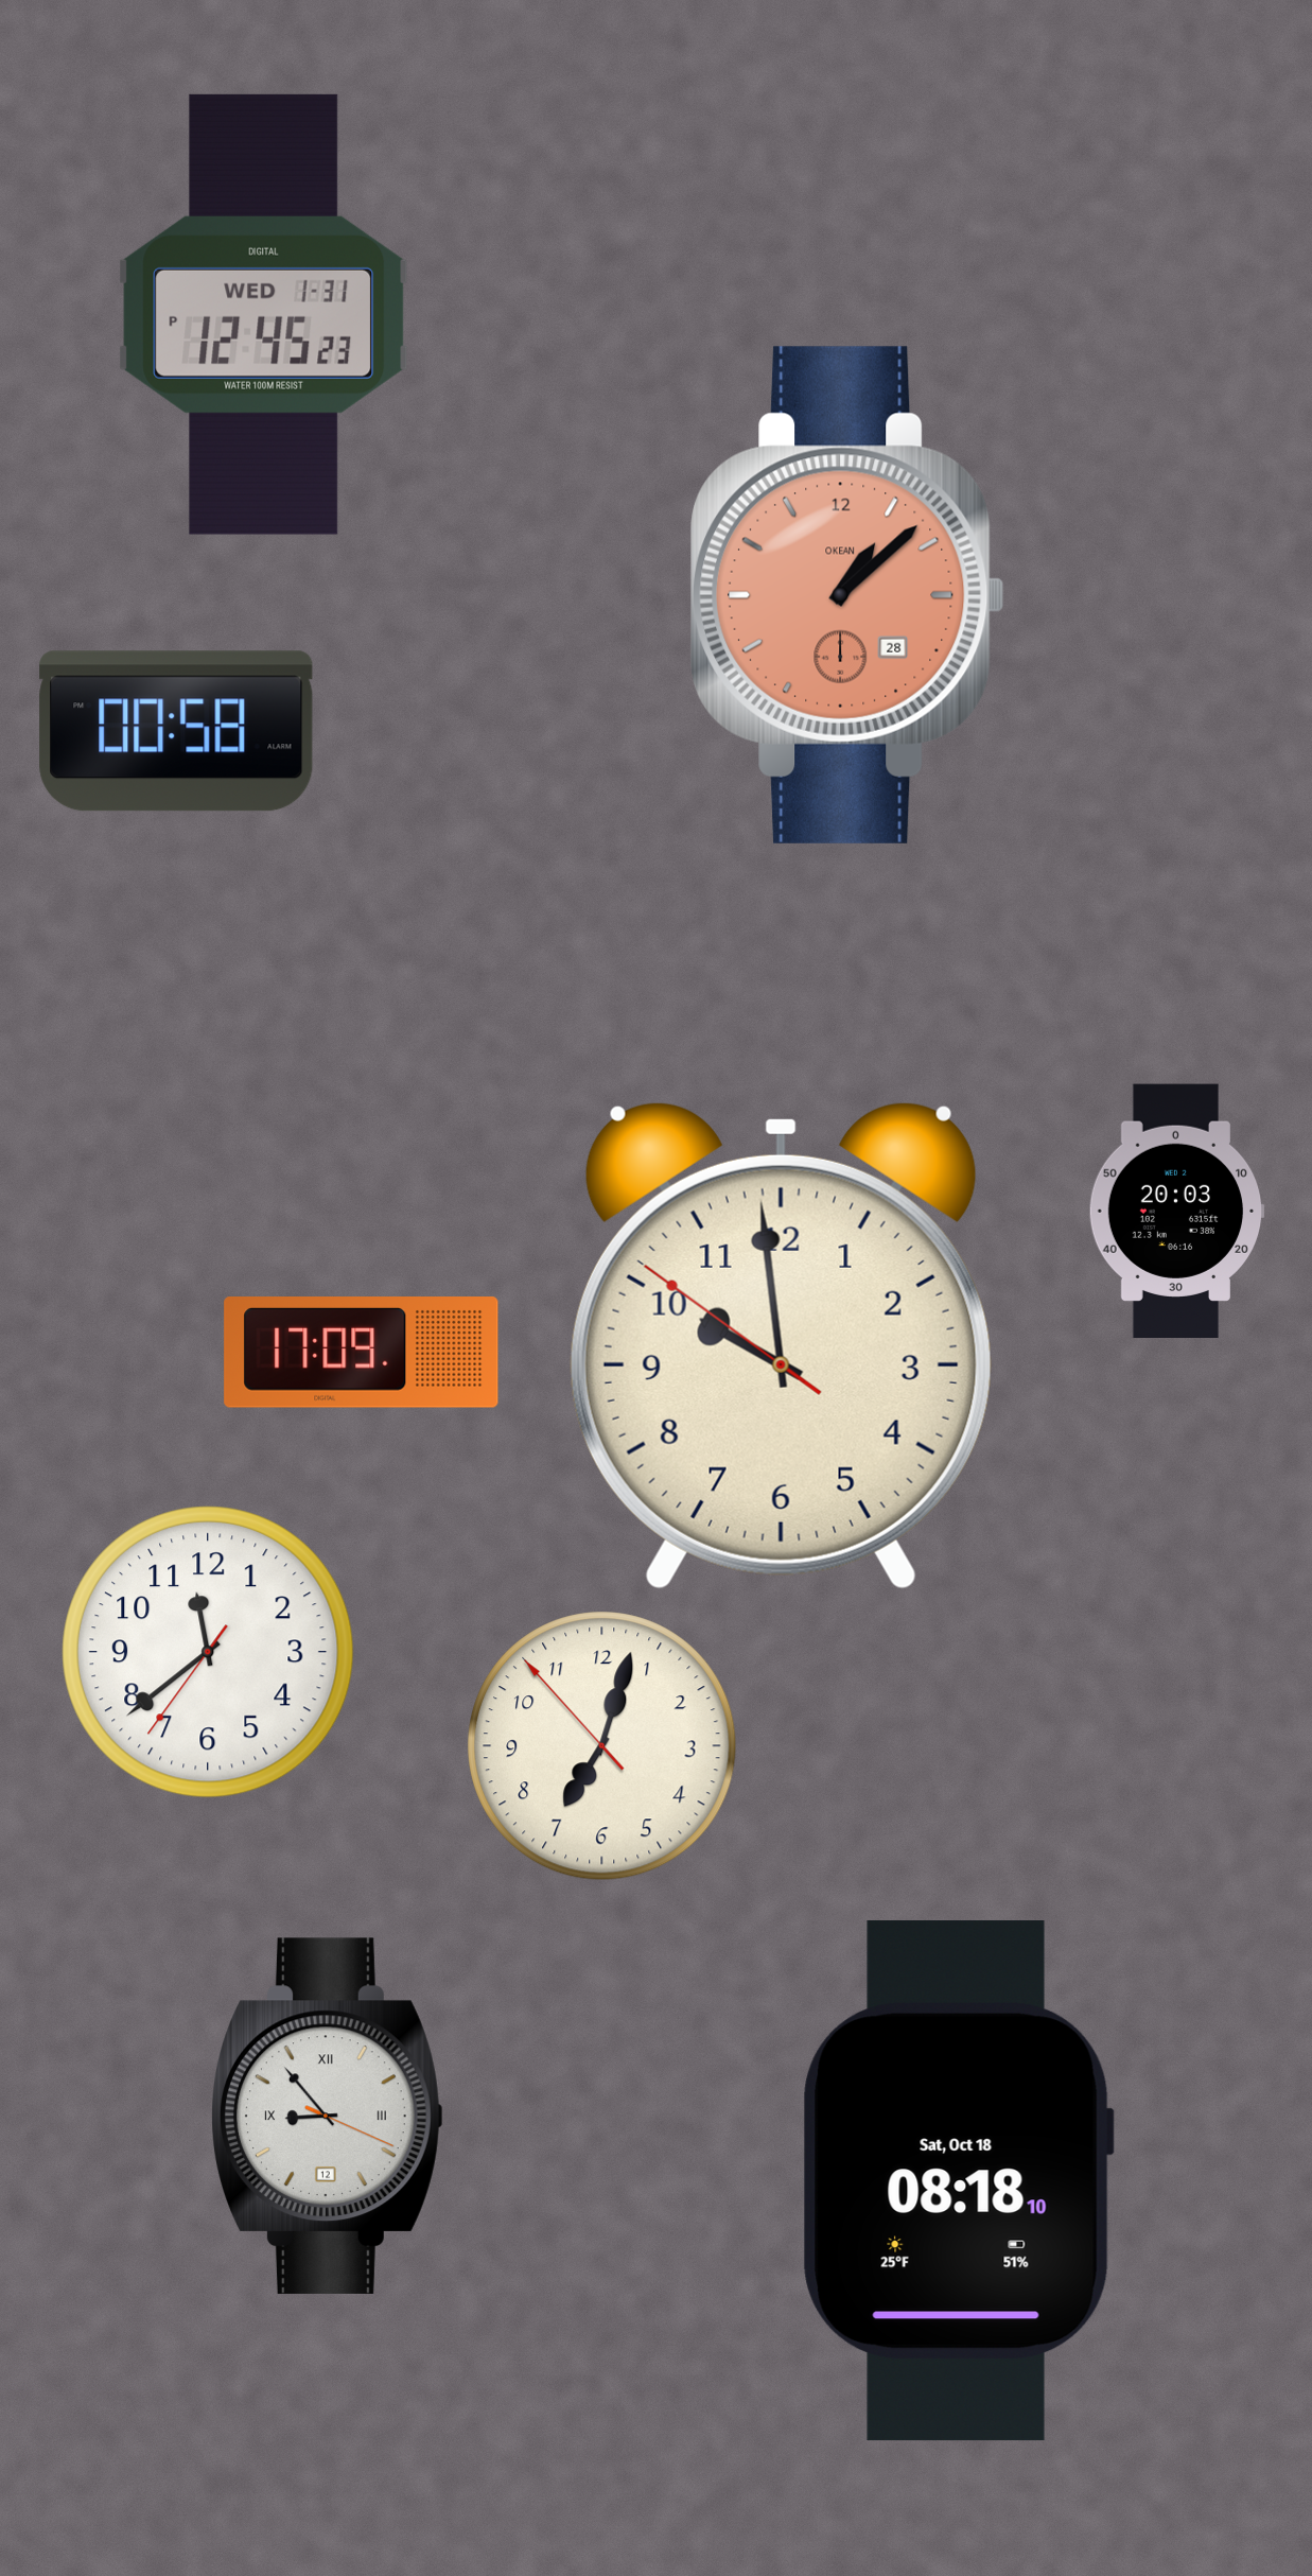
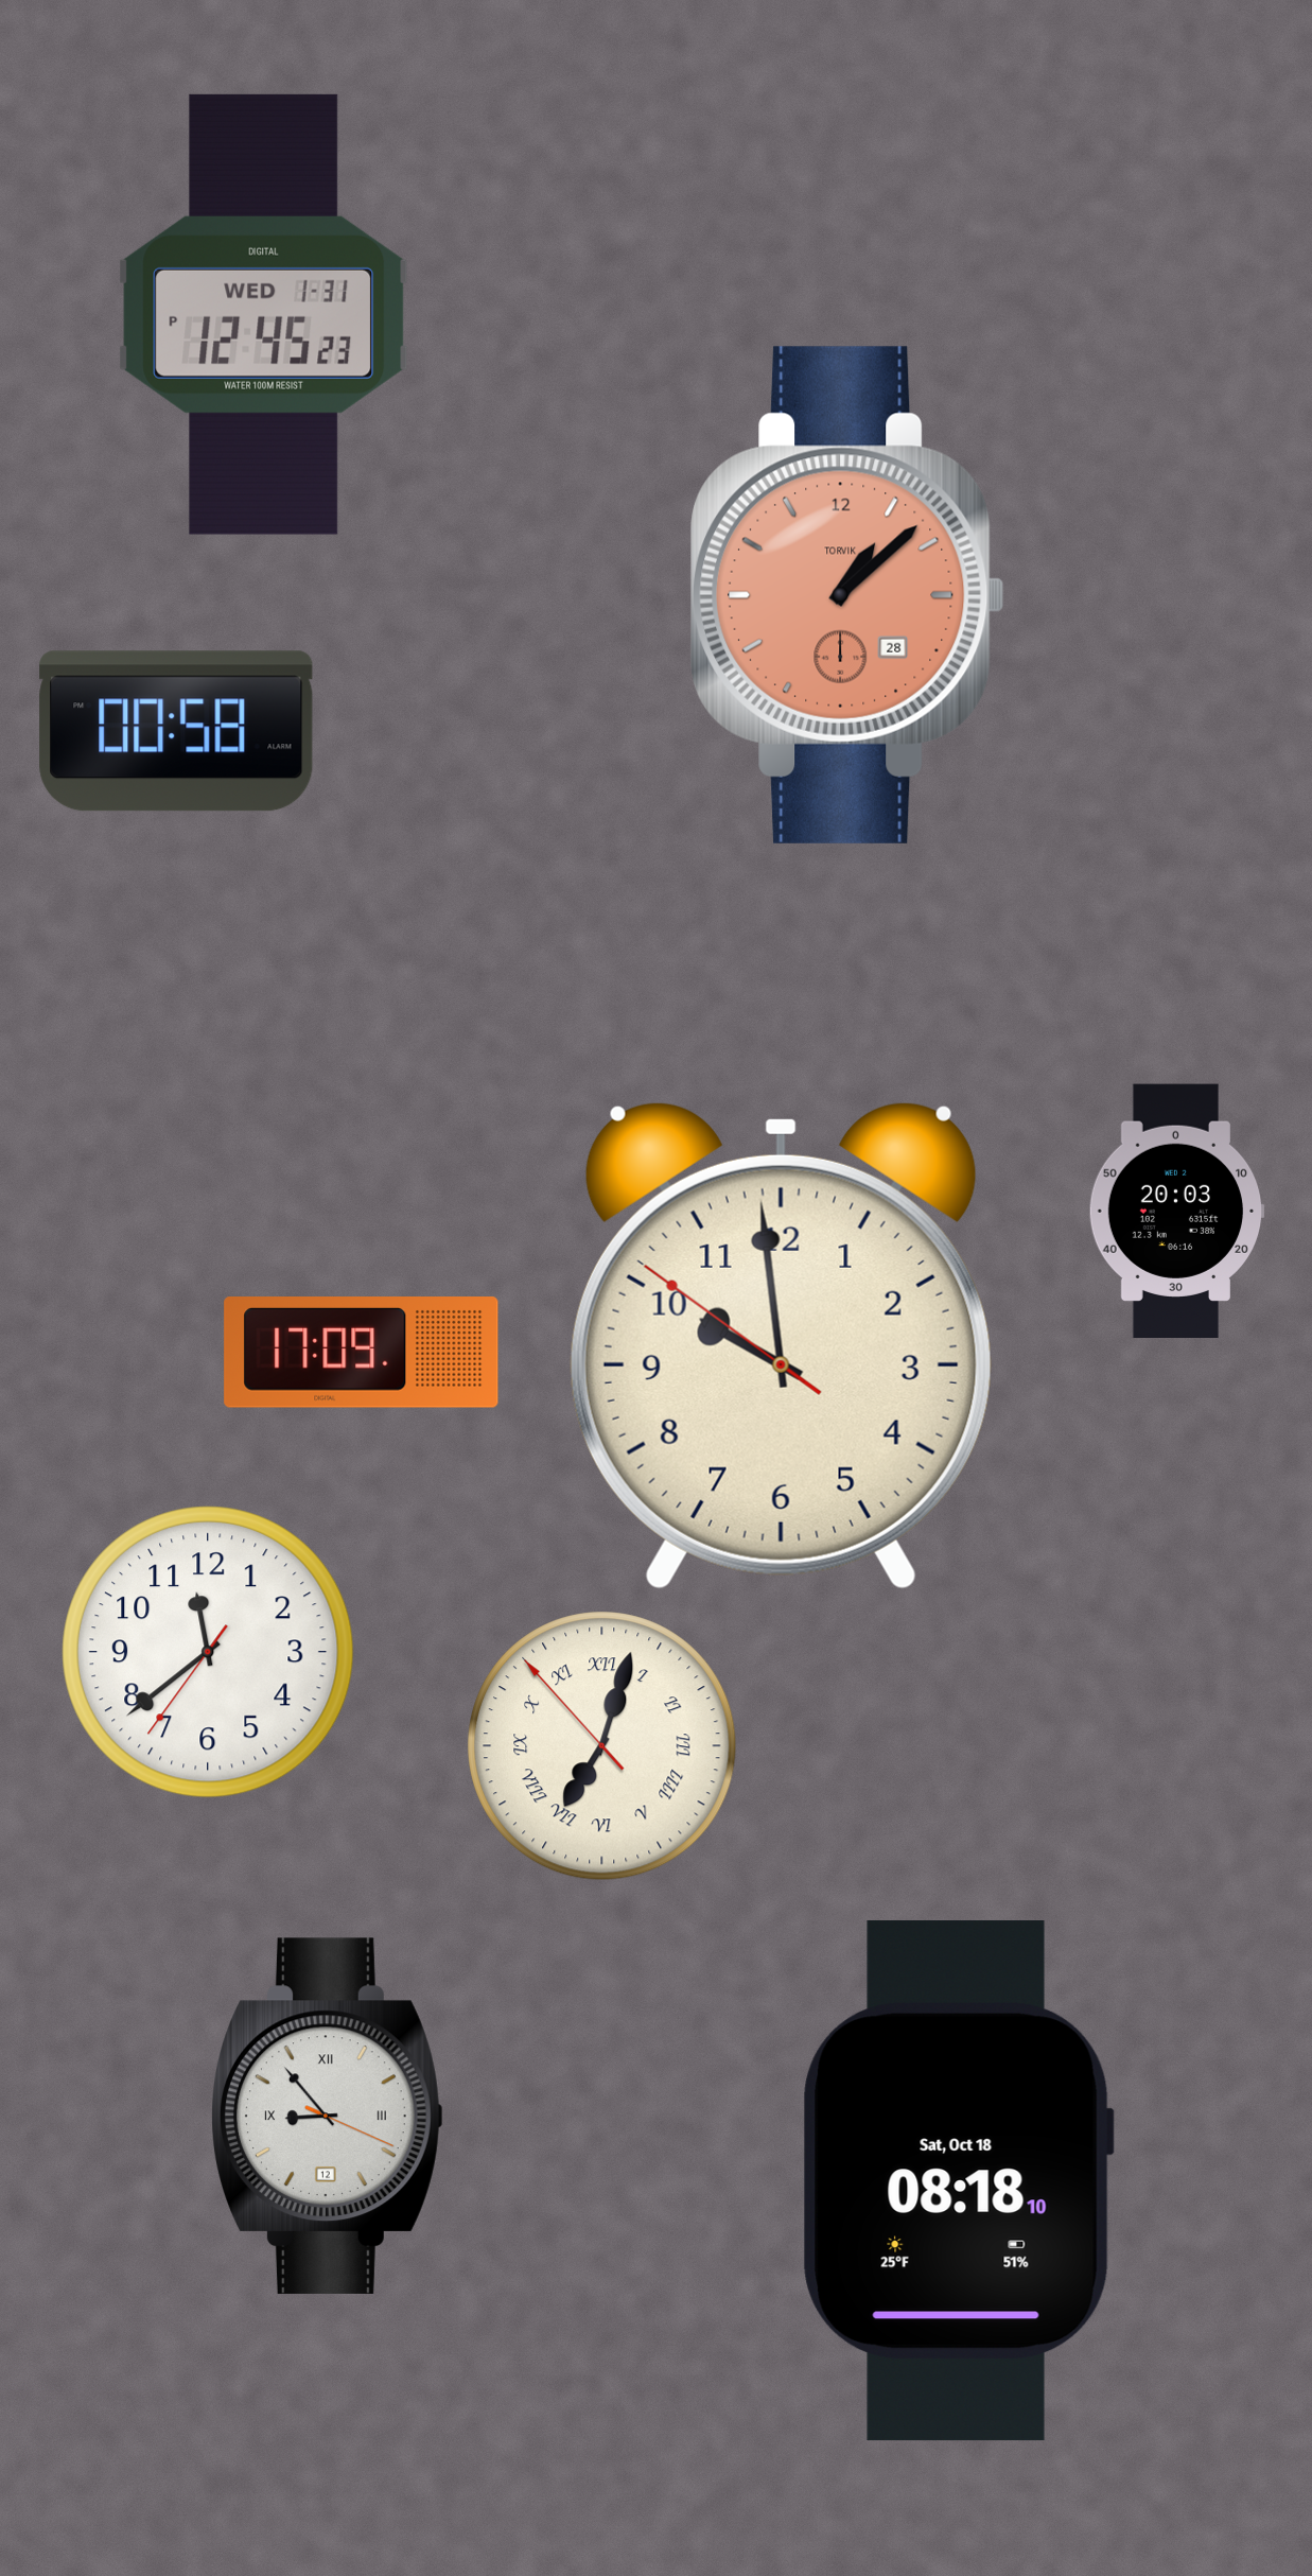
clock at (849, 595) brand: OKEAN -> TORVIK
clock at (602, 1746) numerals: Arabic -> Roman
